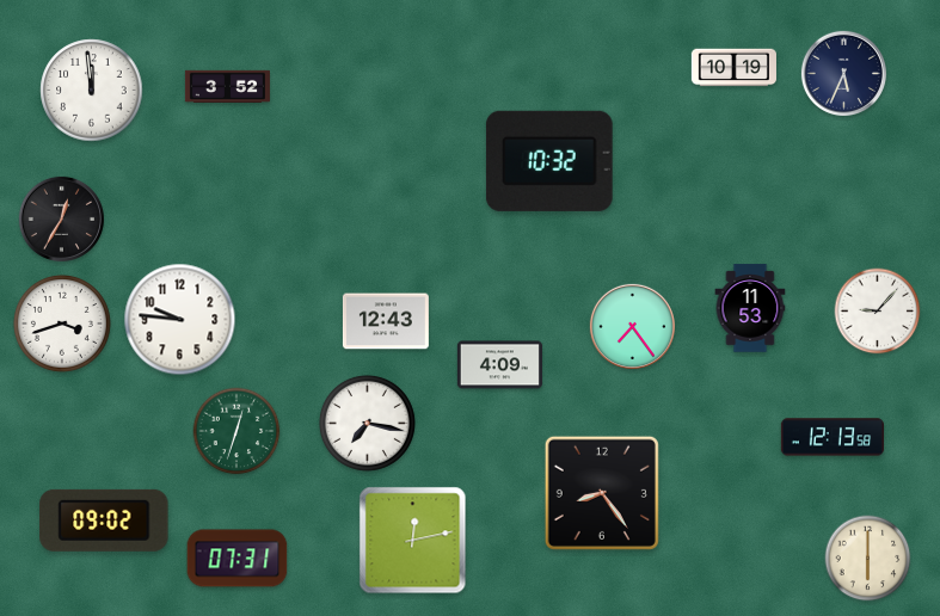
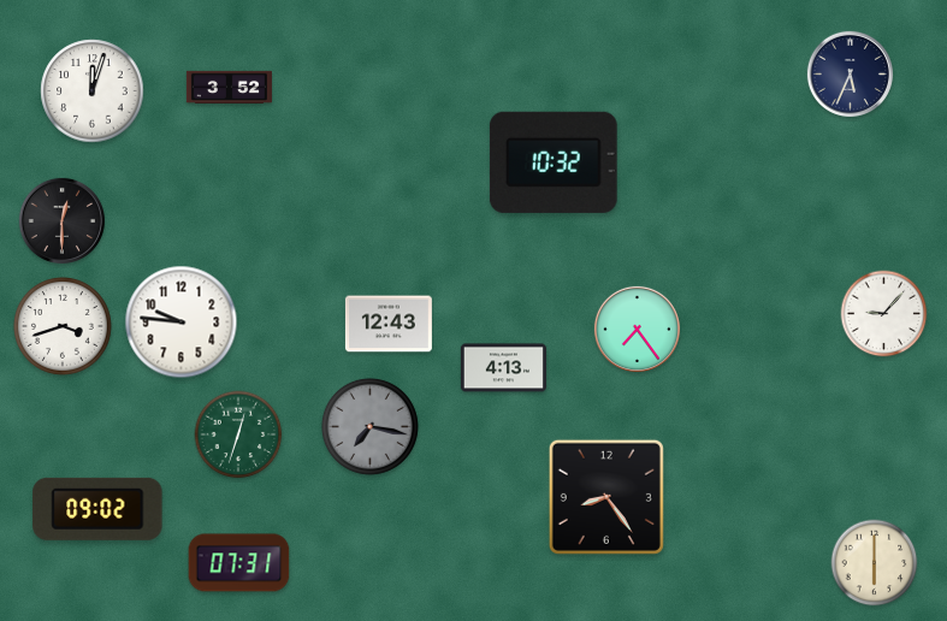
clock at (733, 68): 10:19 -> none
clock at (92, 91): 11:59 -> 12:03
clock at (61, 218): 12:35 -> 12:30
clock at (750, 308): 11:53 -> none
clock at (499, 365): 4:09 -> 4:13
clock at (367, 423) dial: white -> grey
clock at (833, 437): 12:13 -> none
clock at (104, 520) position: (104, 520) -> (97, 509)
clock at (413, 541): 12:13 -> none
